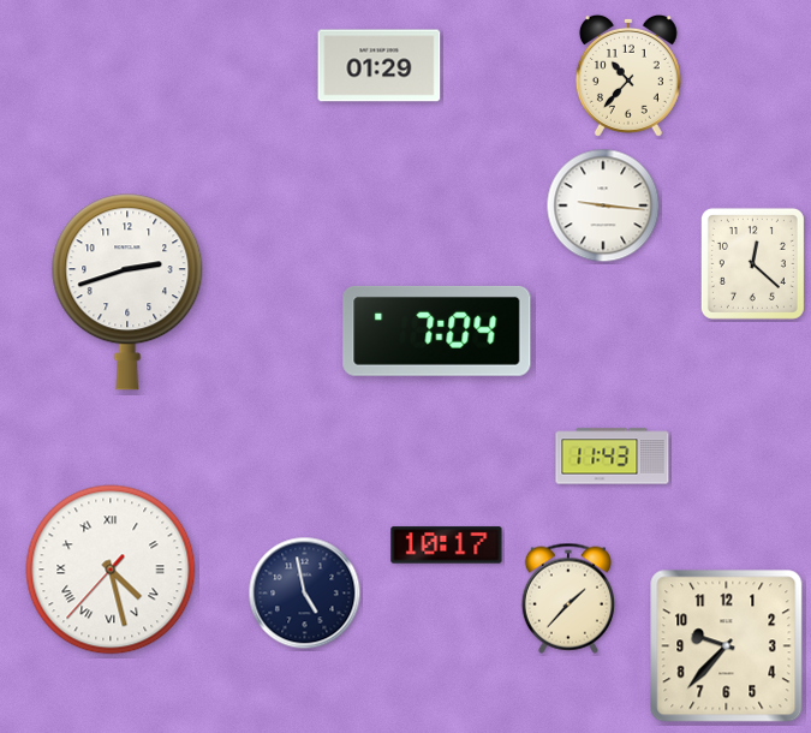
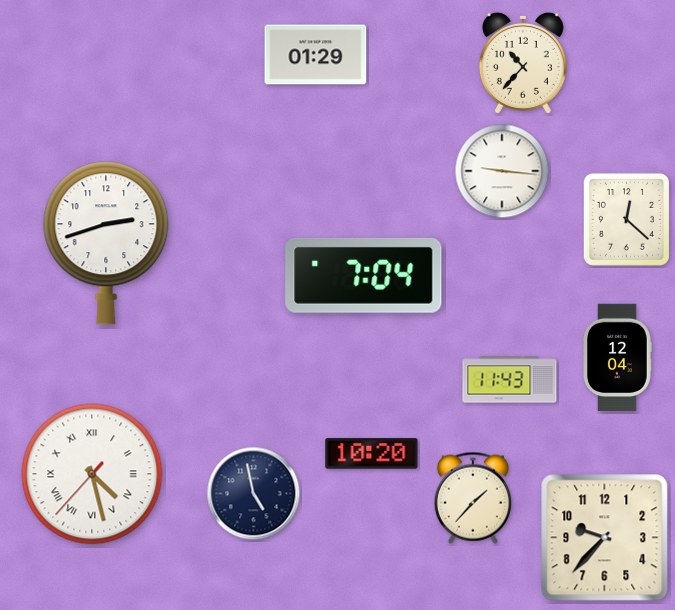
clock at (617, 358): none -> 12:04
clock at (447, 546): 10:17 -> 10:20
